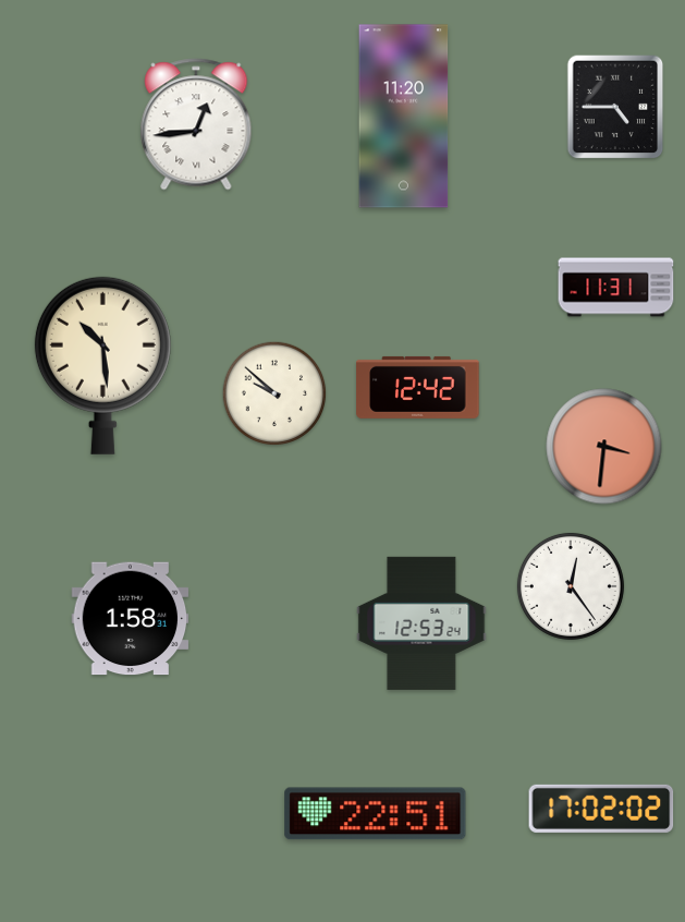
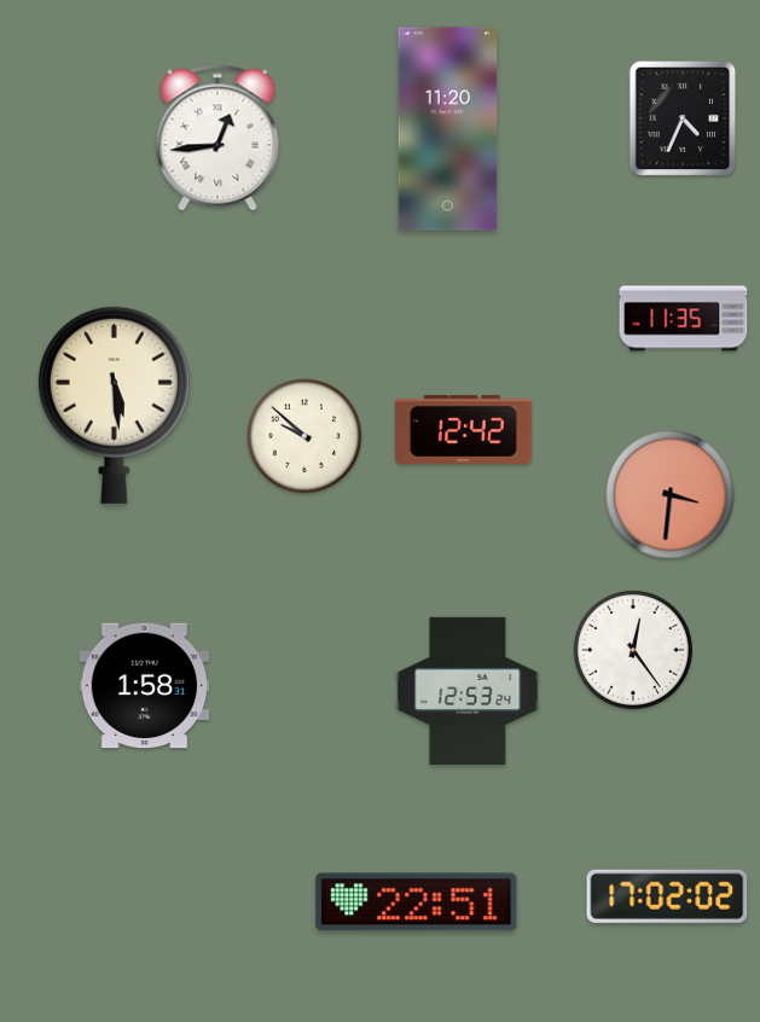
clock at (615, 107): 4:45 -> 4:34
clock at (616, 288): 11:31 -> 11:35
clock at (102, 365): 10:29 -> 5:29
